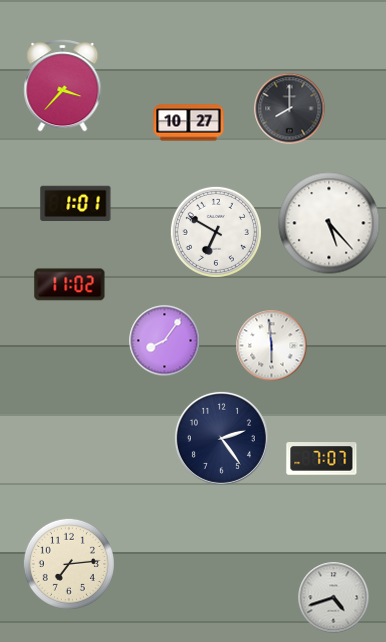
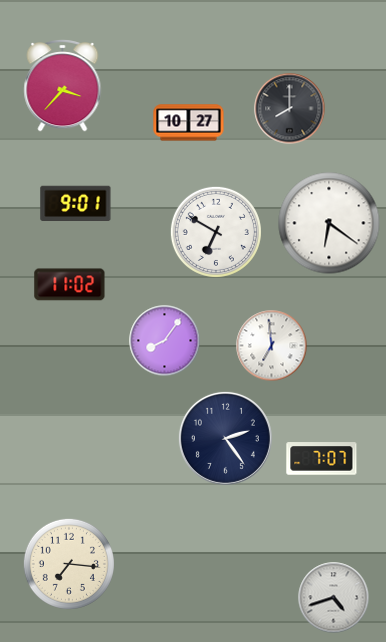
clock at (76, 203): 1:01 -> 9:01
clock at (329, 223): 5:23 -> 6:21
clock at (272, 346): 5:59 -> 6:59
clock at (221, 438) position: (221, 438) -> (225, 438)
clock at (69, 564): 7:14 -> 7:16
